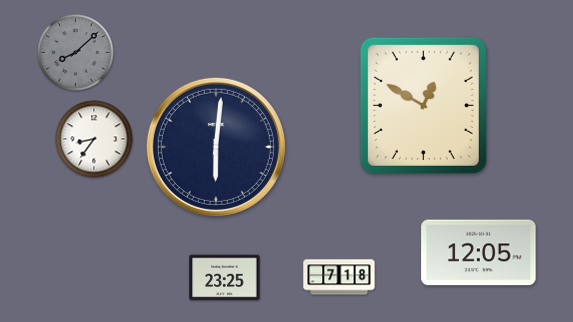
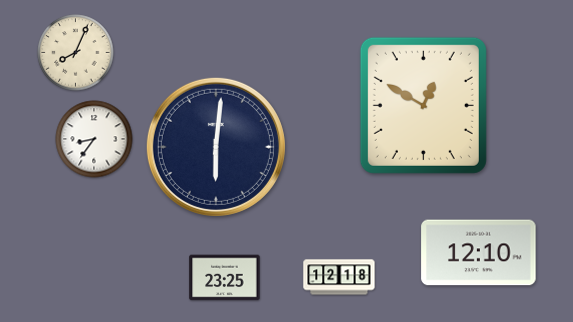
clock at (76, 53): 8:08 -> 8:04
clock at (76, 53) dial: grey -> cream
clock at (479, 253): 12:05 -> 12:10
clock at (339, 277): 7:18 -> 12:18
